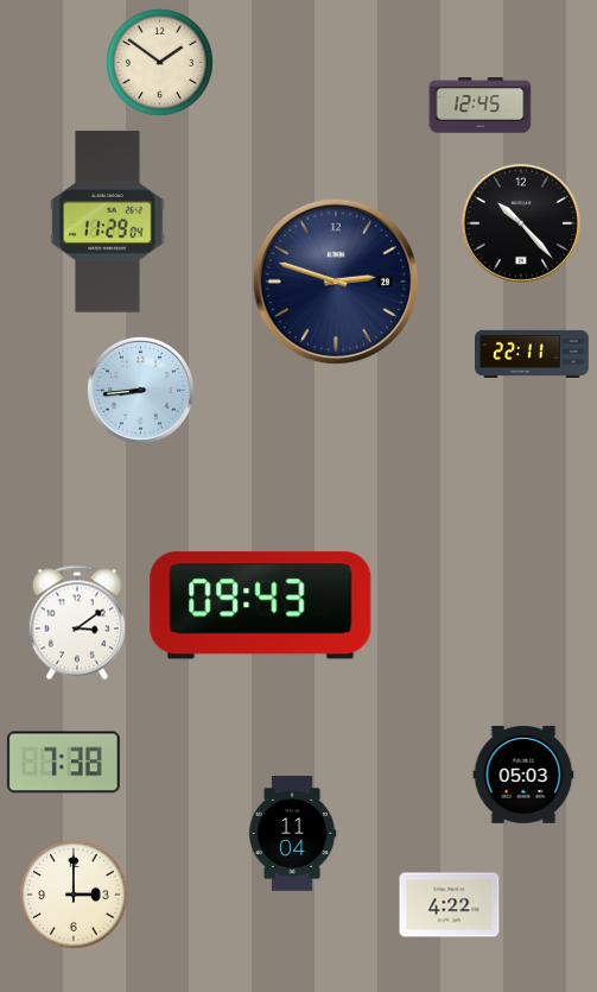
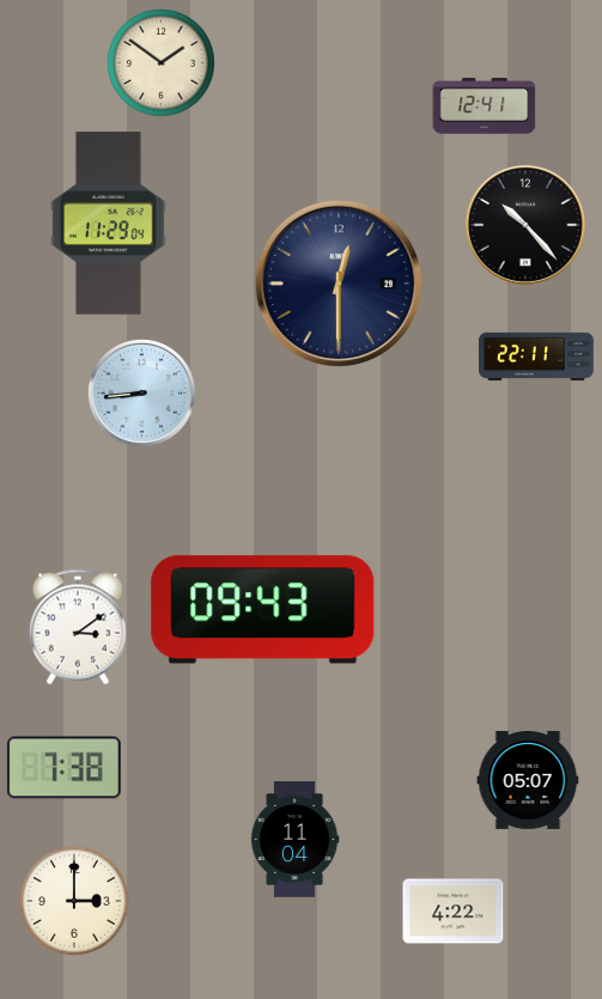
clock at (481, 106): 12:45 -> 12:41
clock at (336, 282): 2:48 -> 12:30
clock at (523, 775): 05:03 -> 05:07
